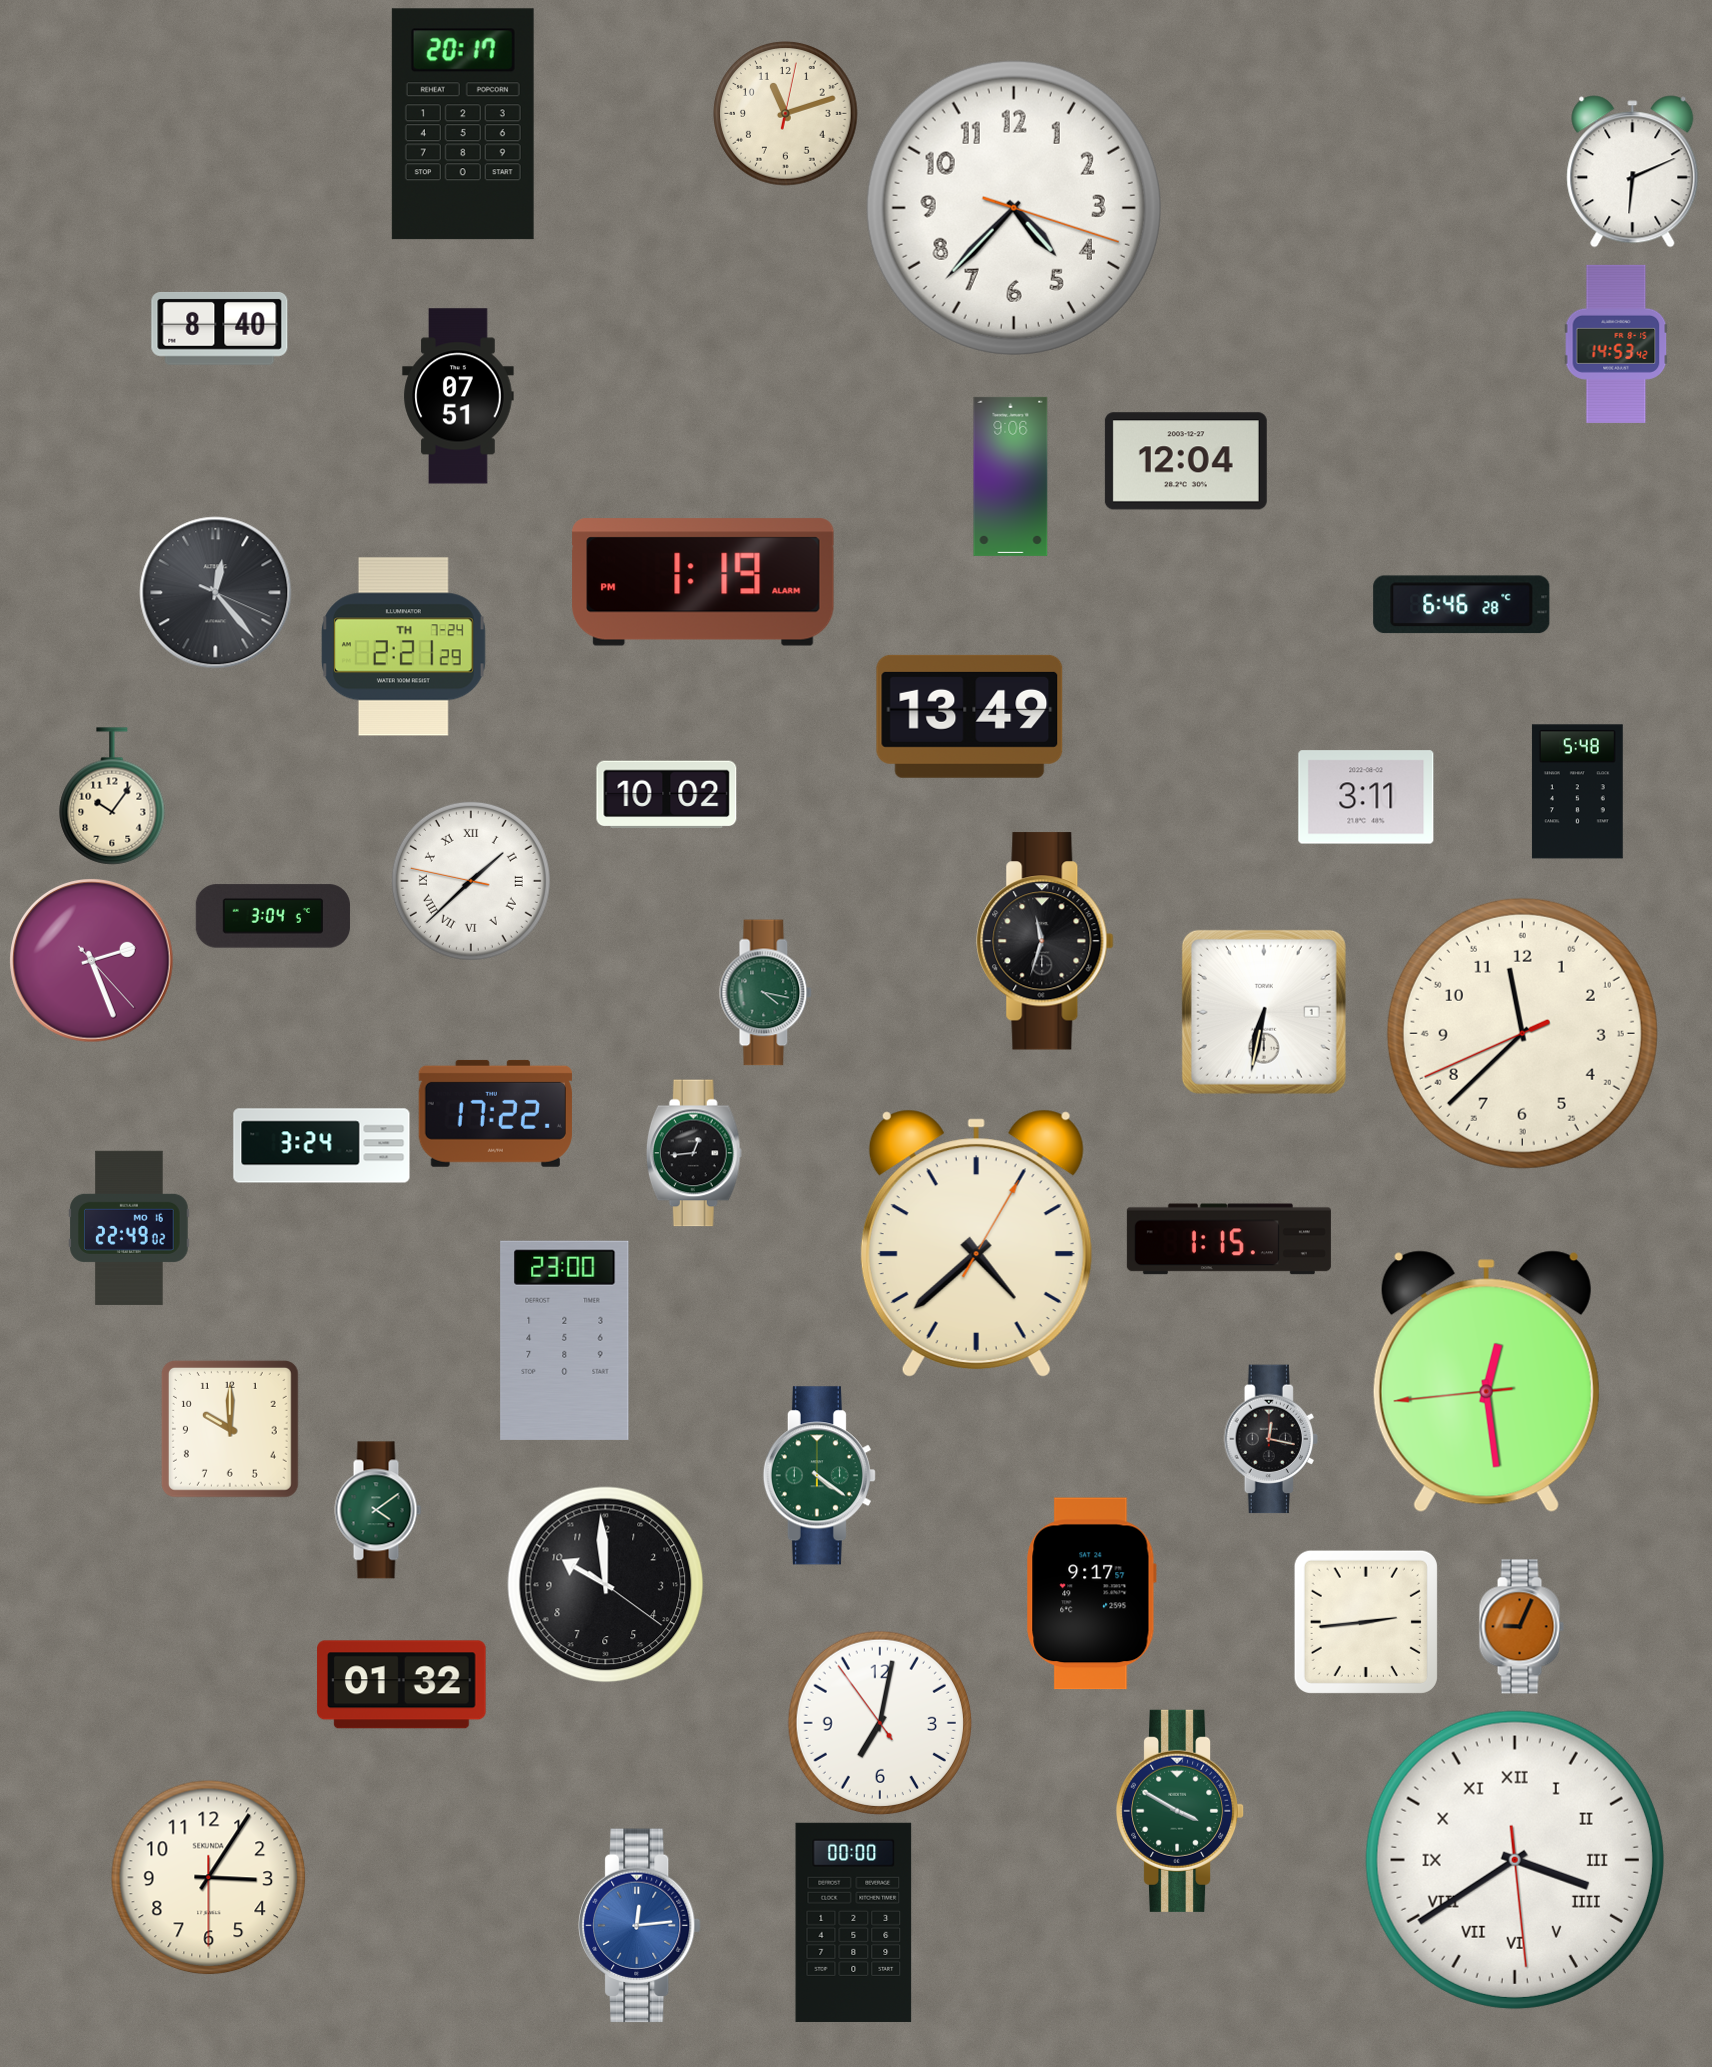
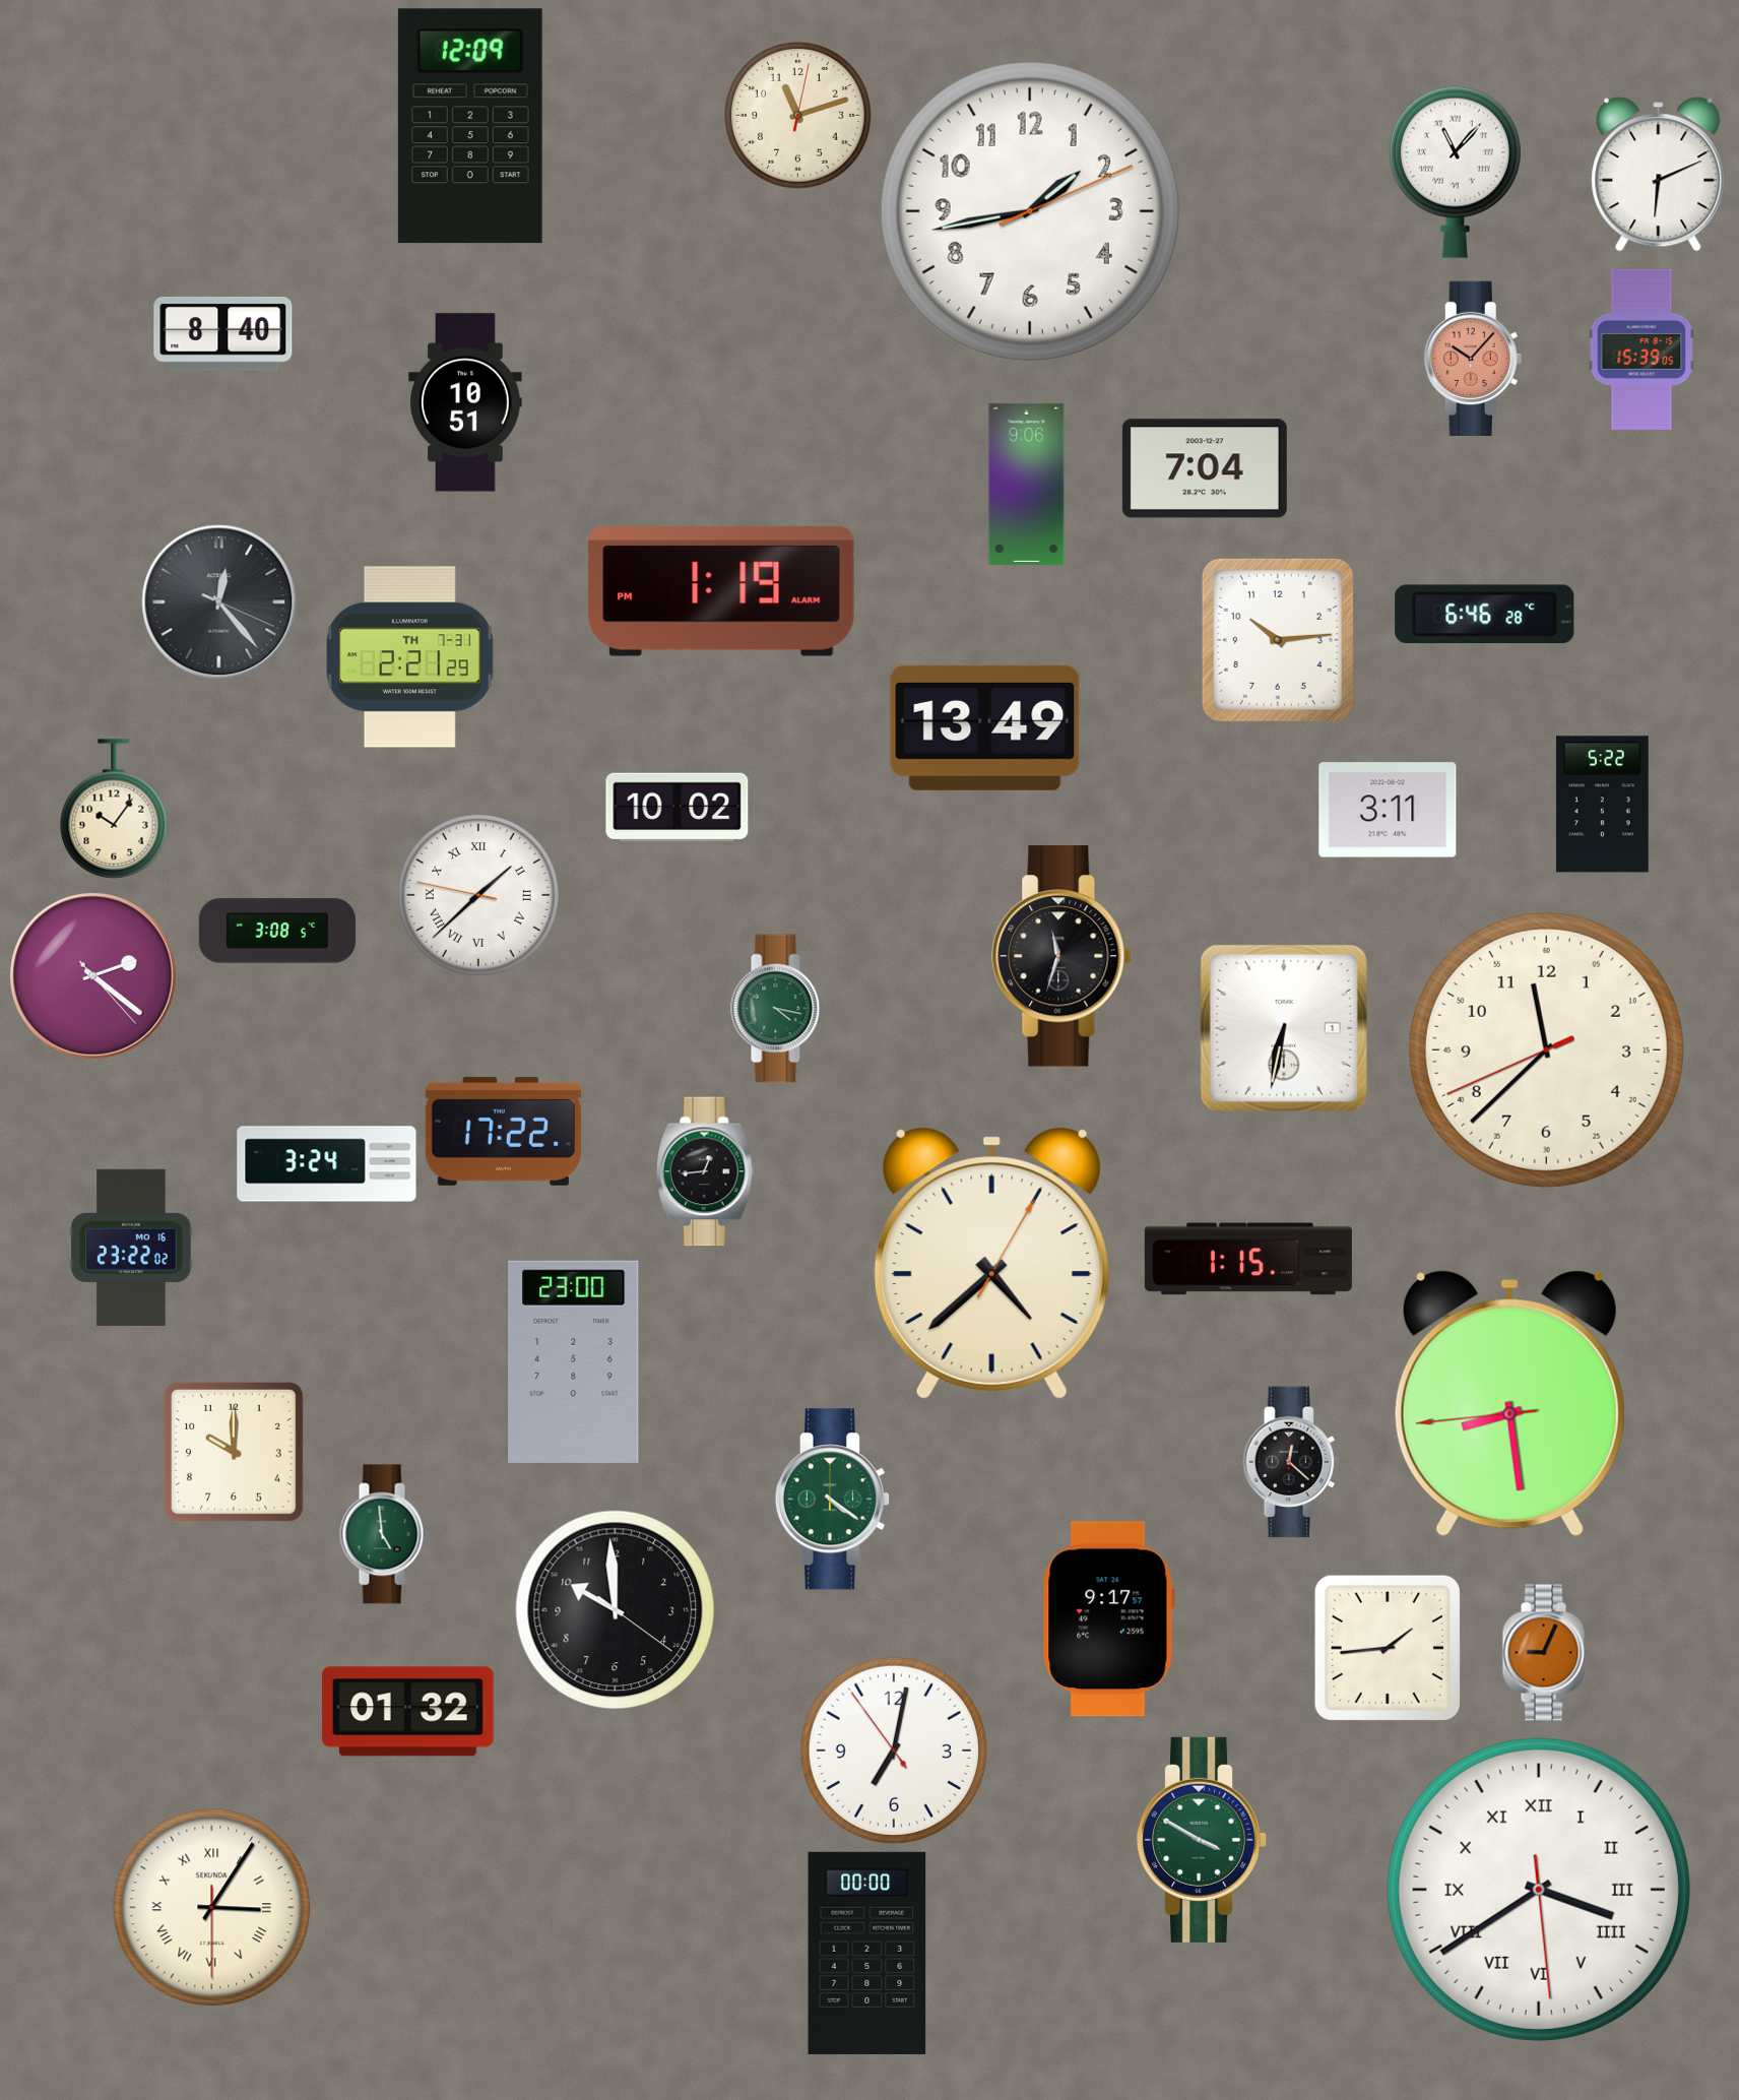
clock at (463, 124): 20:17 -> 12:09
clock at (1455, 172): none -> 11:07
clock at (1014, 208): 4:37 -> 1:43
clock at (1616, 344): 14:53 -> 15:39
clock at (1473, 358): none -> 10:07
clock at (458, 396): 07:51 -> 10:51
clock at (1186, 461): 12:04 -> 7:04
clock at (703, 582) position: (703, 582) -> (721, 591)
clock at (1278, 640): none -> 10:14
clock at (404, 647) date: TH 7-24 -> TH 7-31
clock at (1577, 792): 5:48 -> 5:22
clock at (273, 916): 3:04 -> 3:08
clock at (92, 961): 2:26 -> 2:21
clock at (129, 1228): 22:49 -> 23:22
clock at (1486, 1382): 12:28 -> 8:28
clock at (1271, 1439): 12:17 -> 12:22
clock at (378, 1510): 4:09 -> 4:59
clock at (1366, 1622): 2:44 -> 1:44
clock at (1181, 1811) position: (1181, 1811) -> (1203, 1840)
clock at (209, 1878) numerals: Arabic -> Roman
clock at (640, 1926): 12:14 -> none
